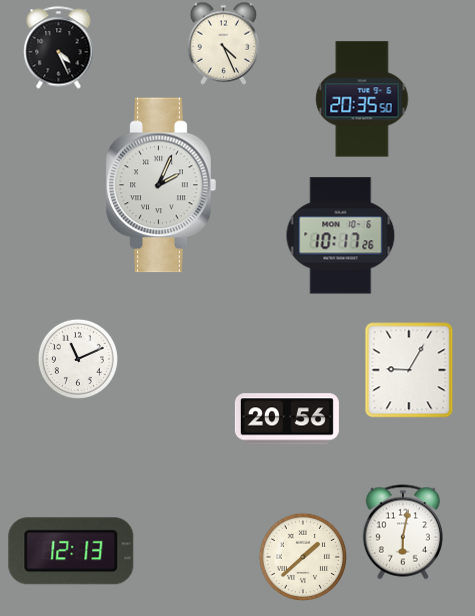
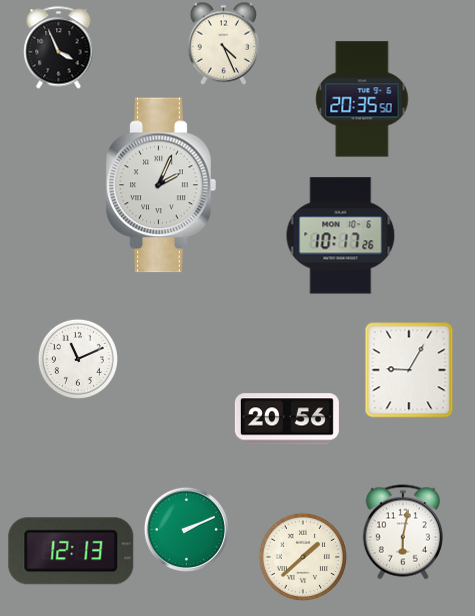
clock at (59, 48): 4:26 -> 3:56
clock at (186, 529): none -> 2:11
